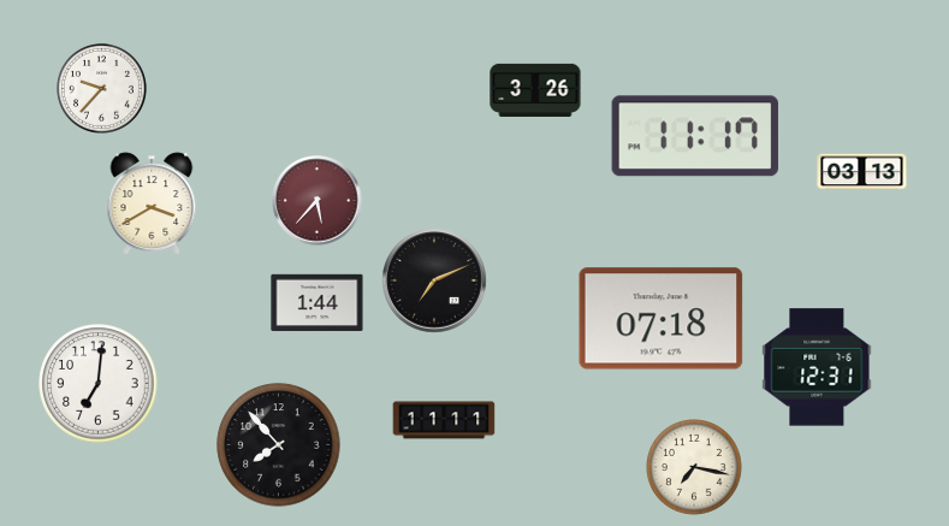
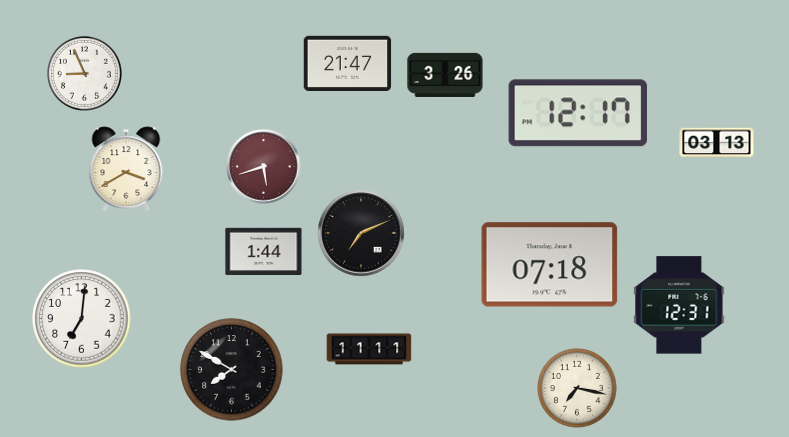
clock at (348, 63): none -> 21:47
clock at (101, 88): 9:37 -> 8:56
clock at (695, 136): 11:17 -> 12:17
clock at (318, 201): 5:37 -> 5:42
clock at (279, 445): 7:53 -> 7:50
